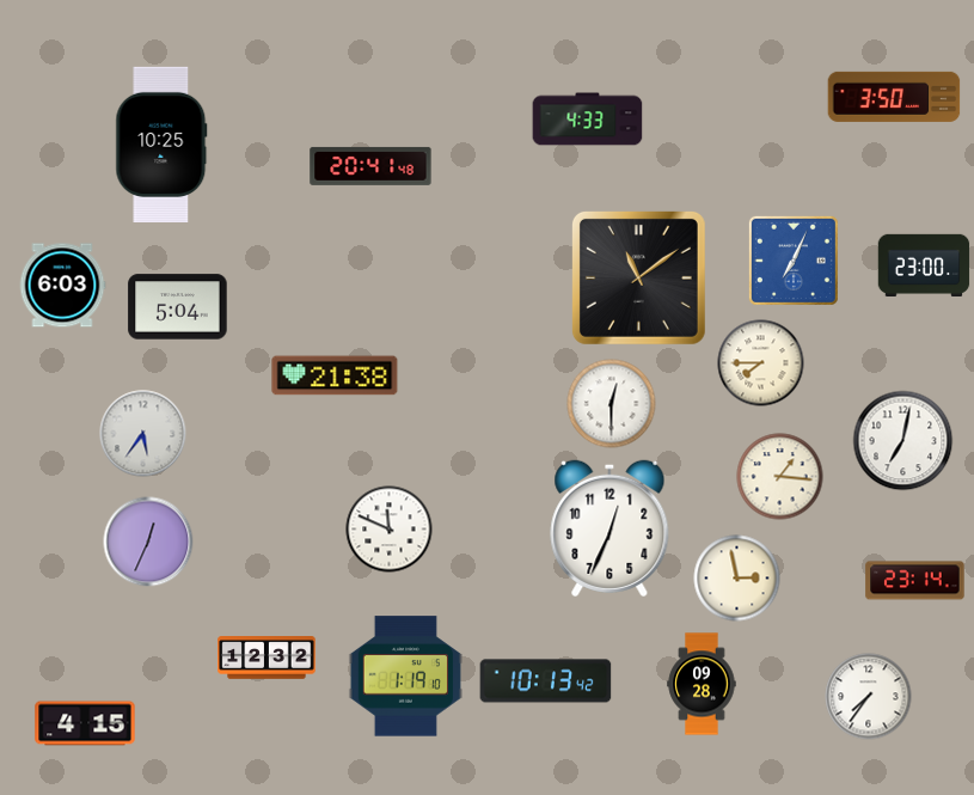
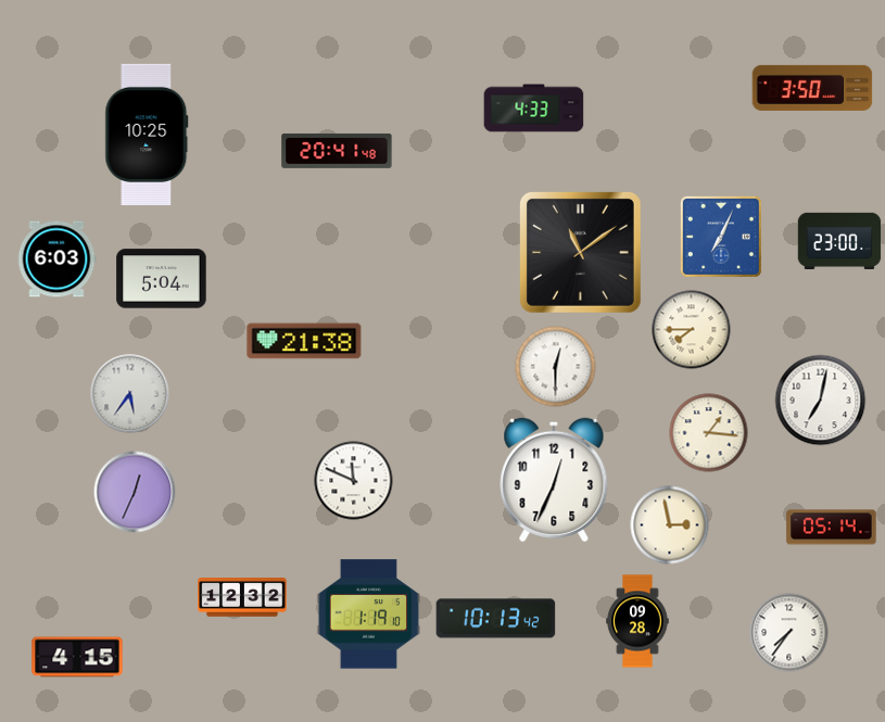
clock at (161, 145) position: (161, 145) -> (147, 135)
clock at (915, 581): 23:14 -> 05:14
